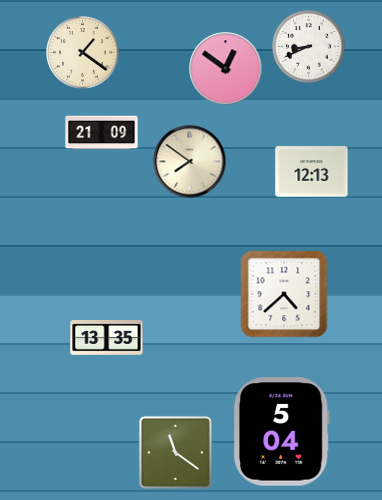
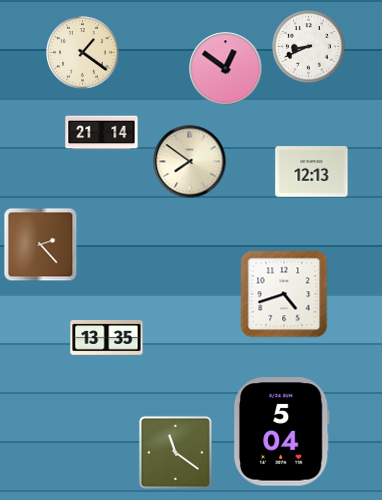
clock at (102, 133): 21:09 -> 21:14
clock at (41, 245): none -> 2:23
clock at (284, 294): 4:38 -> 4:42
